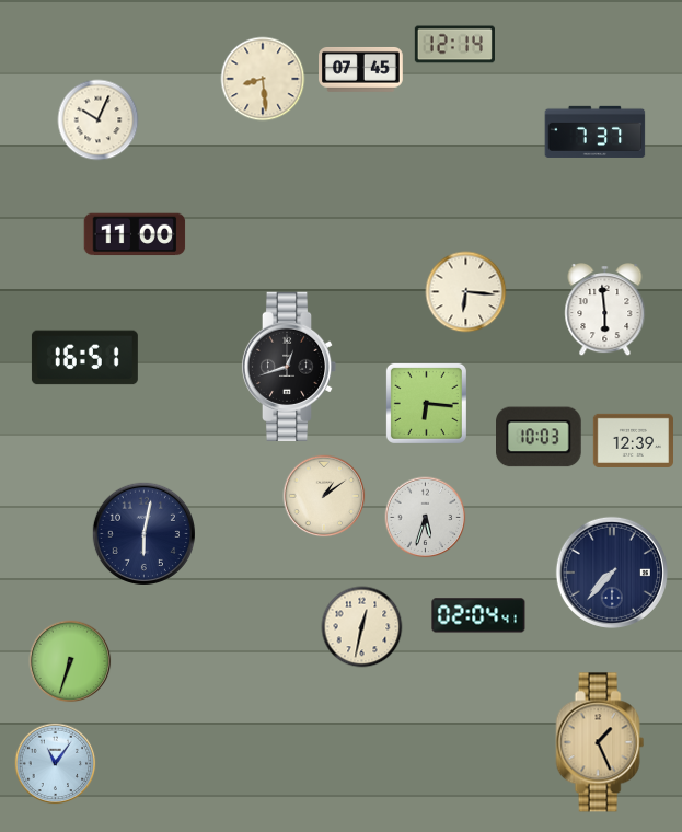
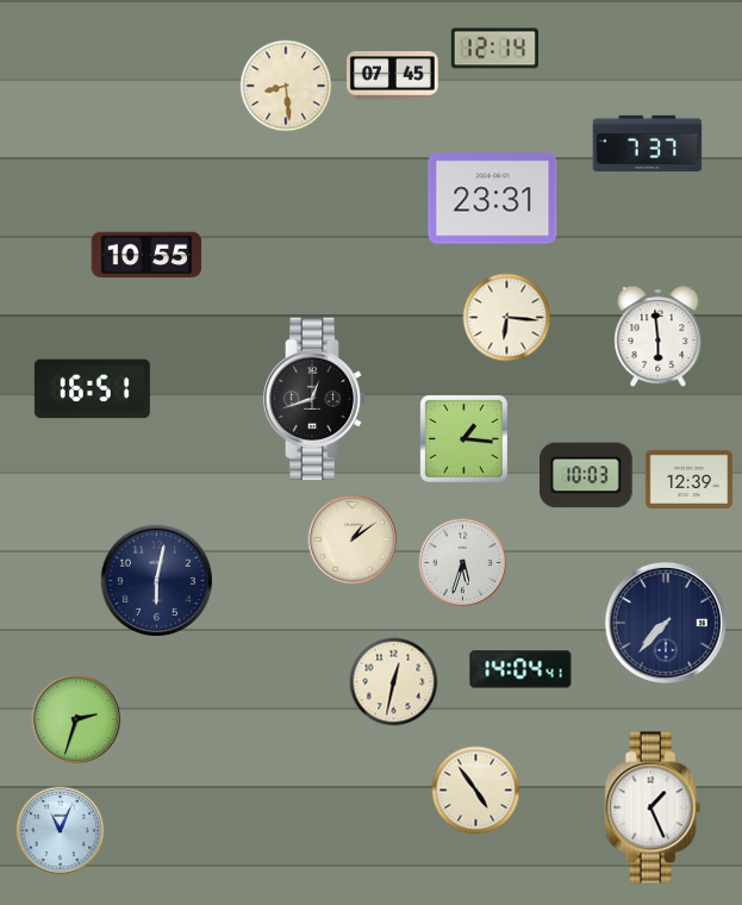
clock at (99, 120): 10:04 -> none
clock at (493, 199): none -> 23:31
clock at (135, 234): 11:00 -> 10:55
clock at (426, 403): 6:16 -> 1:16
clock at (478, 615): 02:04 -> 14:04
clock at (70, 661): 6:33 -> 2:33
clock at (476, 791): none -> 4:54
clock at (600, 742) dial: champagne -> white
clock at (56, 764): 11:06 -> 11:04
